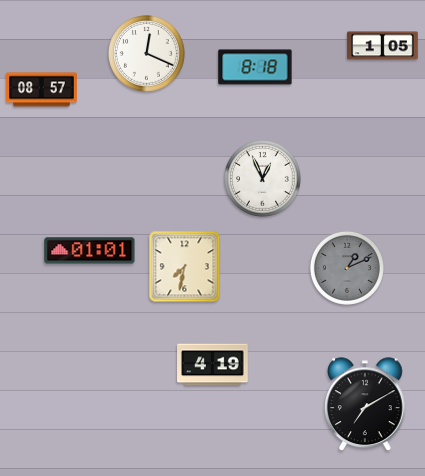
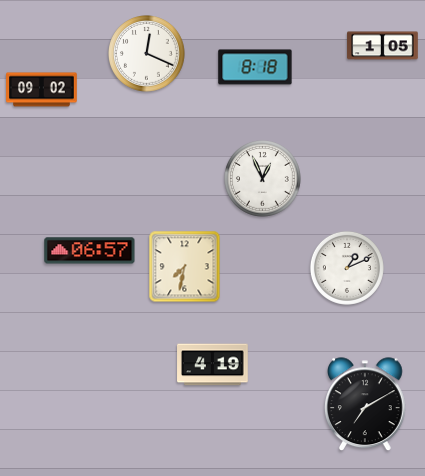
clock at (42, 90): 08:57 -> 09:02
clock at (90, 251): 01:01 -> 06:57
clock at (347, 268) dial: grey -> white
